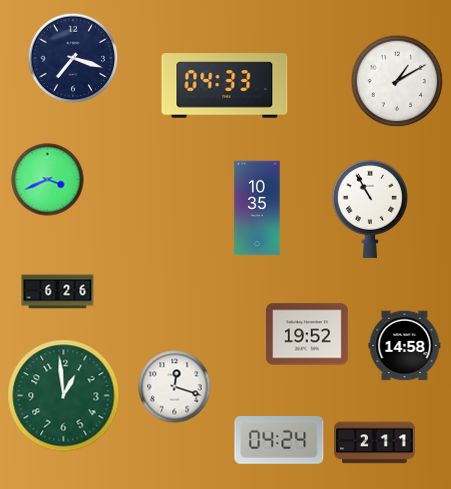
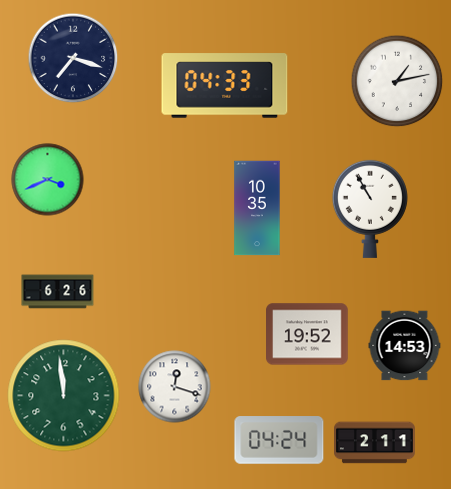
clock at (397, 81): 1:10 -> 1:13
clock at (405, 346): 14:58 -> 14:53
clock at (64, 396): 12:59 -> 11:59
